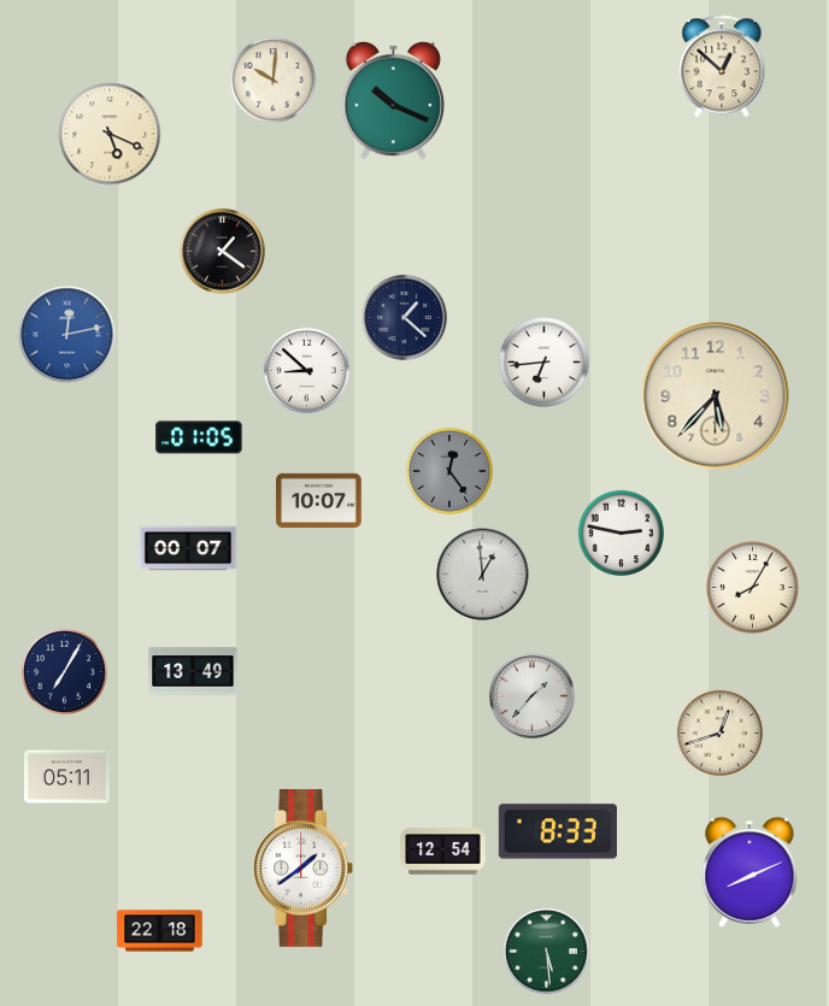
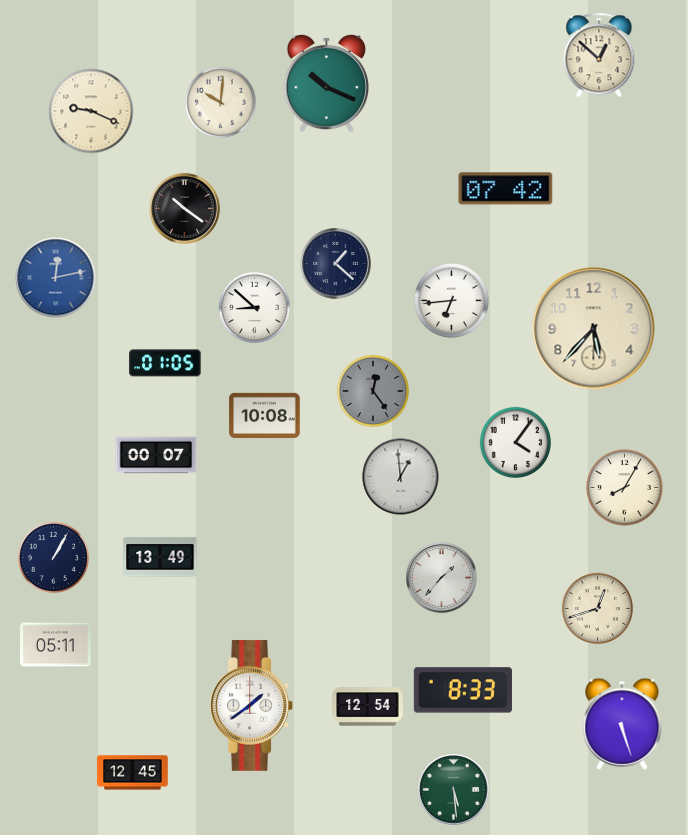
clock at (272, 80) position: (272, 80) -> (220, 102)
clock at (110, 134): 5:19 -> 9:19
clock at (506, 189): none -> 07:42
clock at (223, 252): 1:21 -> 10:21
clock at (319, 500): 10:07 -> 10:08
clock at (621, 533): 2:47 -> 4:06
clock at (64, 671): 7:05 -> 1:05
clock at (304, 867) position: (304, 867) -> (252, 705)
clock at (749, 872): 8:11 -> 5:27
clock at (160, 931): 22:18 -> 12:45
